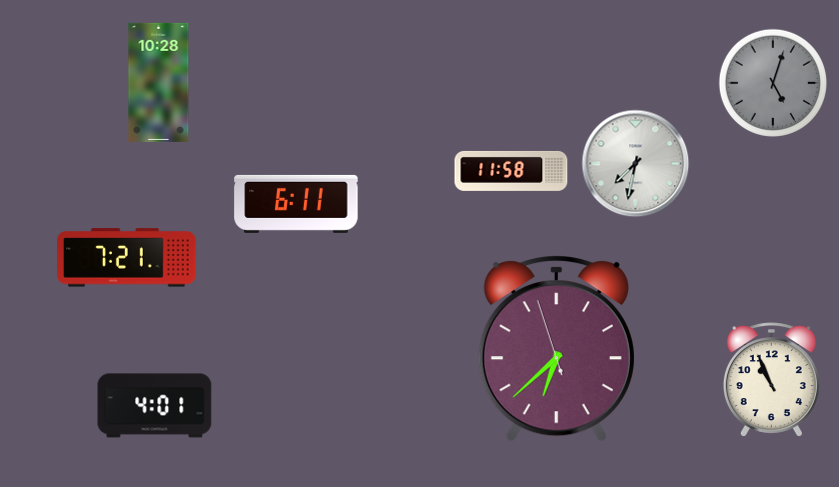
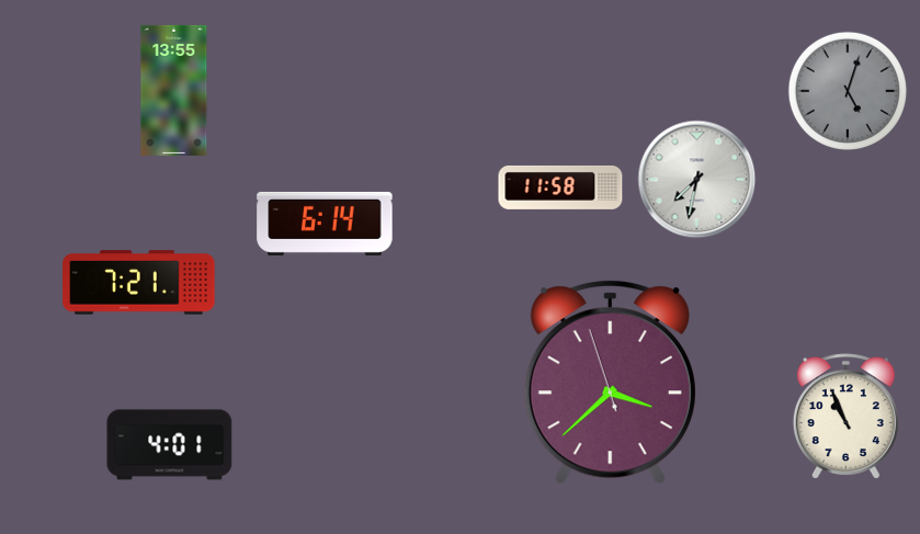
clock at (159, 82): 10:28 -> 13:55
clock at (296, 204): 6:11 -> 6:14
clock at (556, 349): 6:37 -> 3:37
